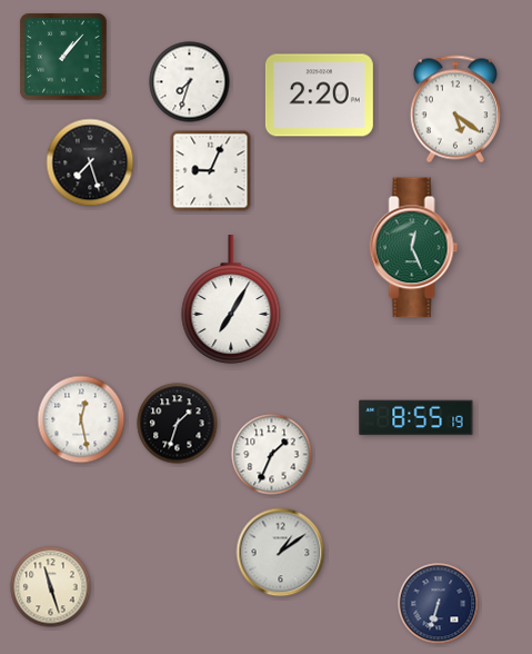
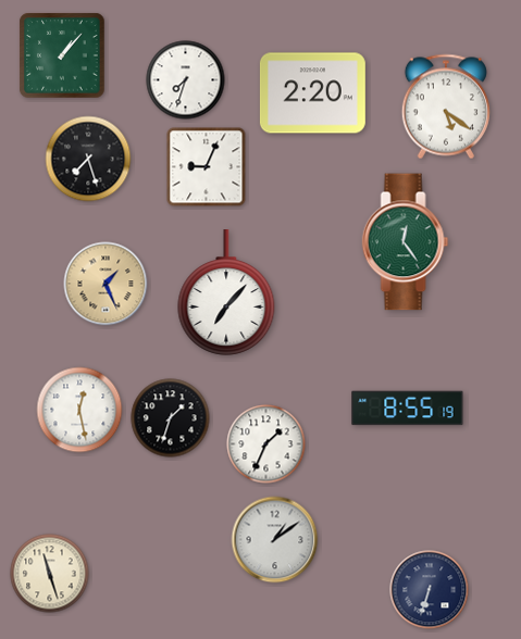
clock at (414, 248): 12:26 -> 12:24
clock at (106, 284): none -> 1:26
clock at (231, 299): 7:05 -> 7:07
clock at (178, 424) position: (178, 424) -> (171, 418)
